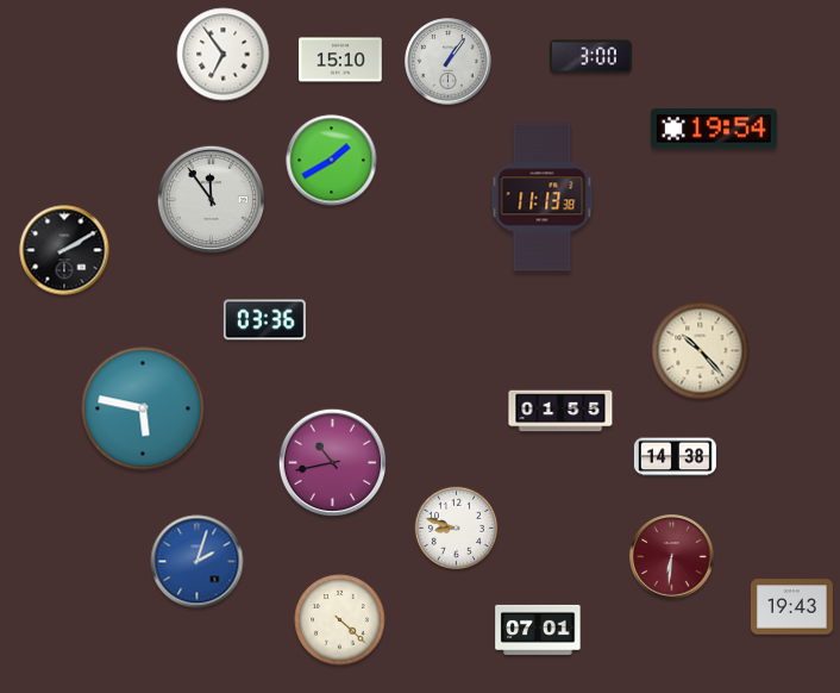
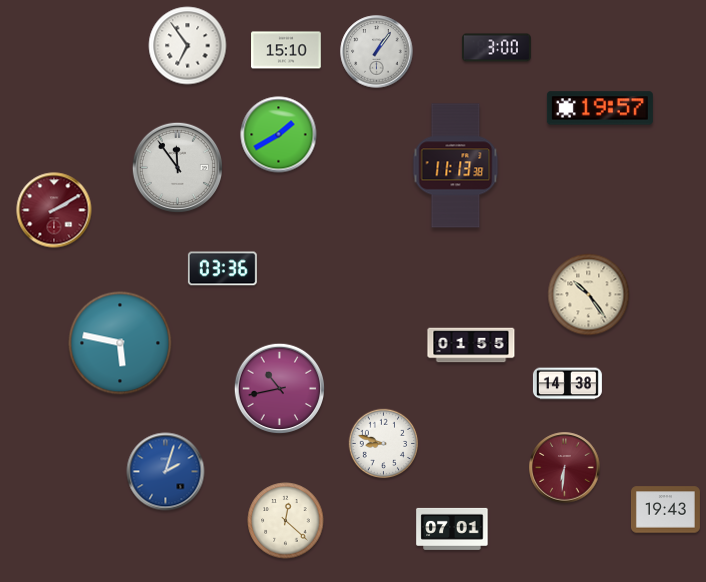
clock at (714, 129): 19:54 -> 19:57
clock at (64, 250) dial: black -> burgundy
clock at (701, 351): 10:23 -> 10:24
clock at (340, 620): 4:22 -> 12:22
